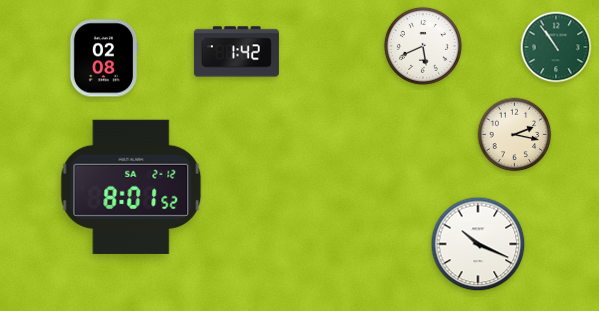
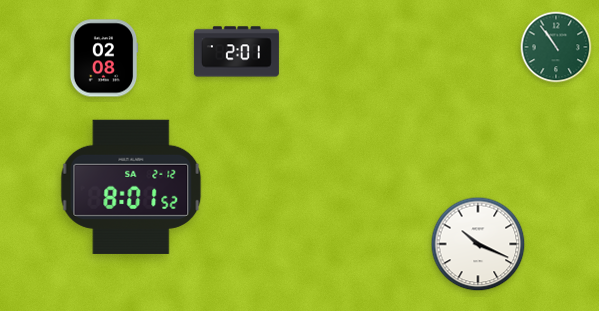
clock at (423, 46): 5:41 -> none
clock at (236, 52): 1:42 -> 2:01
clock at (515, 135): 2:17 -> none
